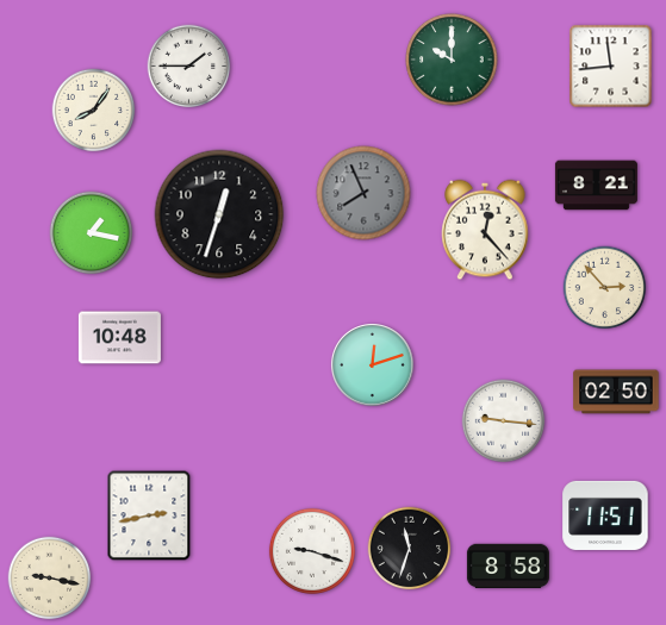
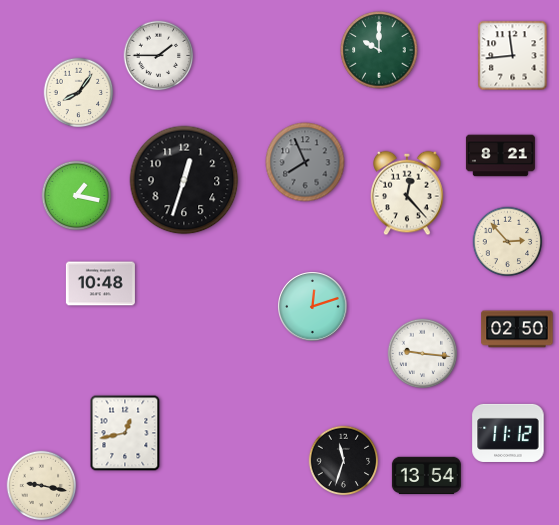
clock at (149, 515): 2:43 -> 12:43
clock at (605, 515): 11:51 -> 11:12
clock at (312, 551): 9:18 -> none
clock at (508, 567): 8:58 -> 13:54
